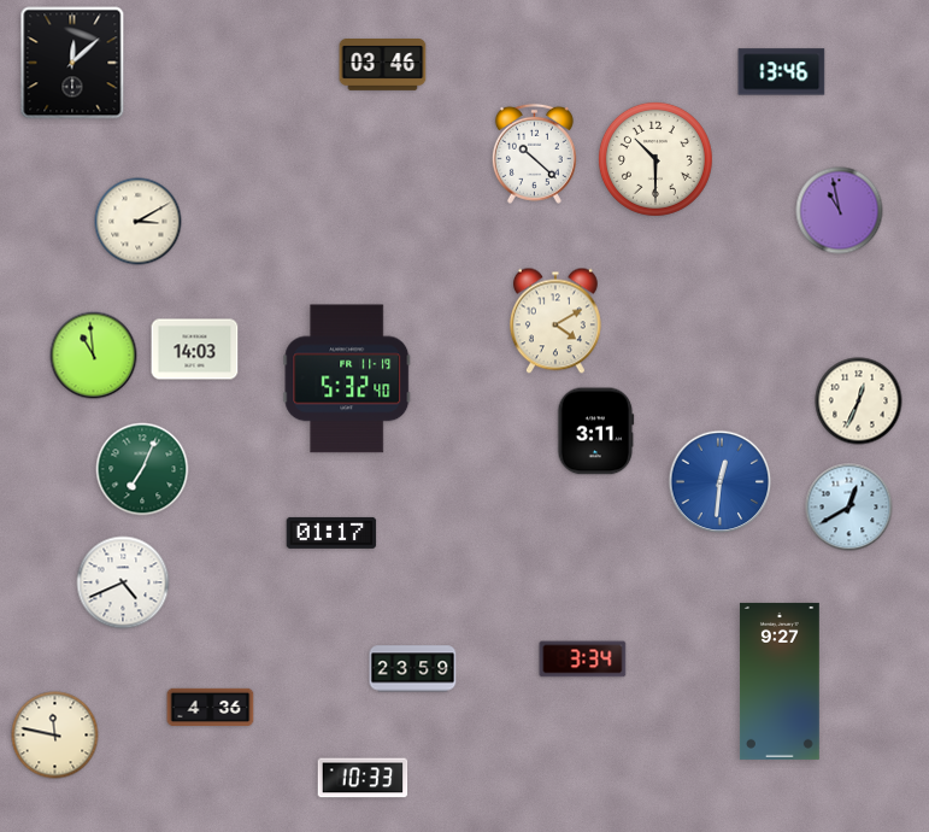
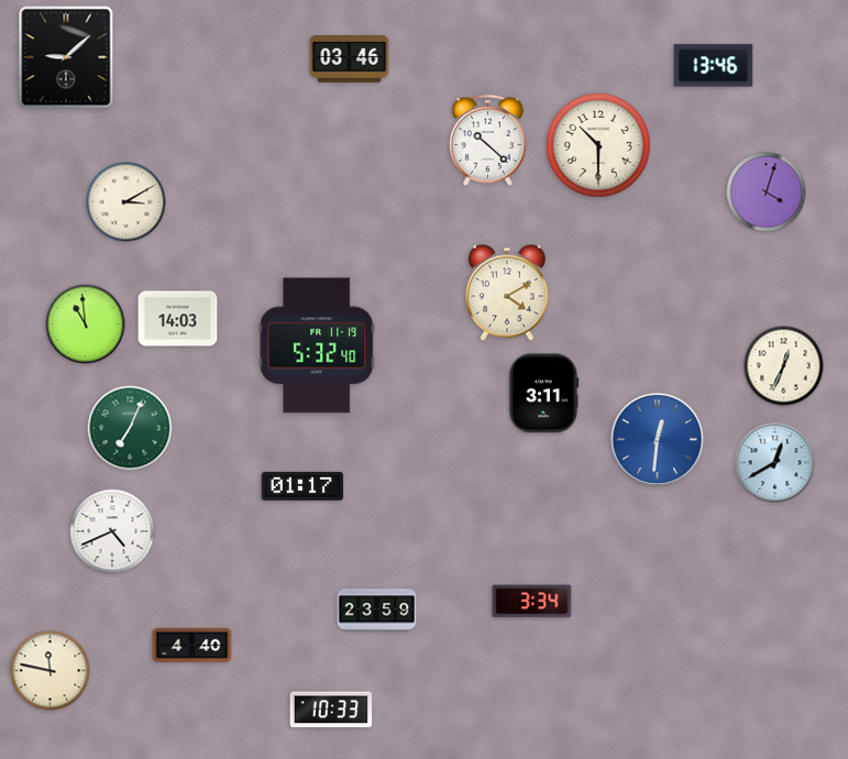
clock at (72, 63): 12:08 -> 9:08
clock at (840, 211): 10:58 -> 4:03
clock at (780, 681): 9:27 -> none
clock at (211, 708): 4:36 -> 4:40
